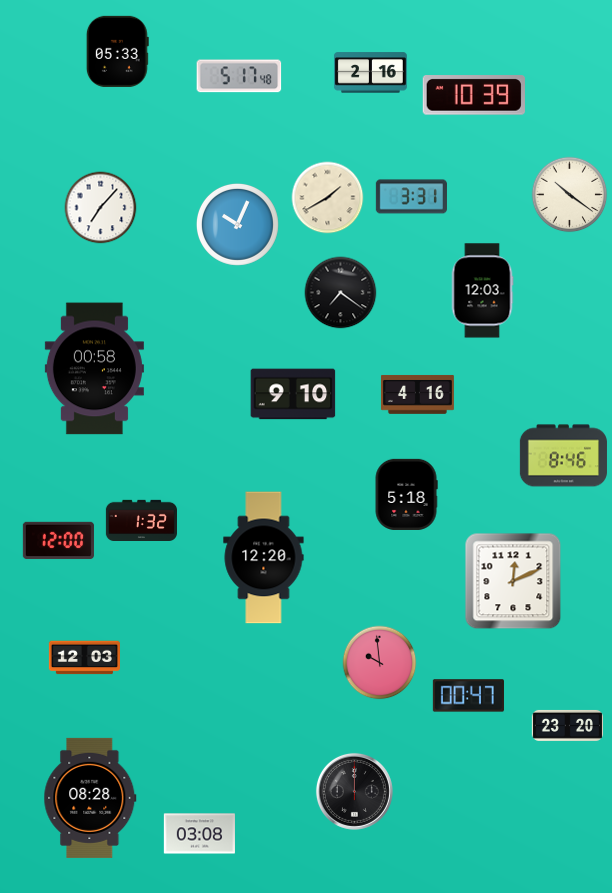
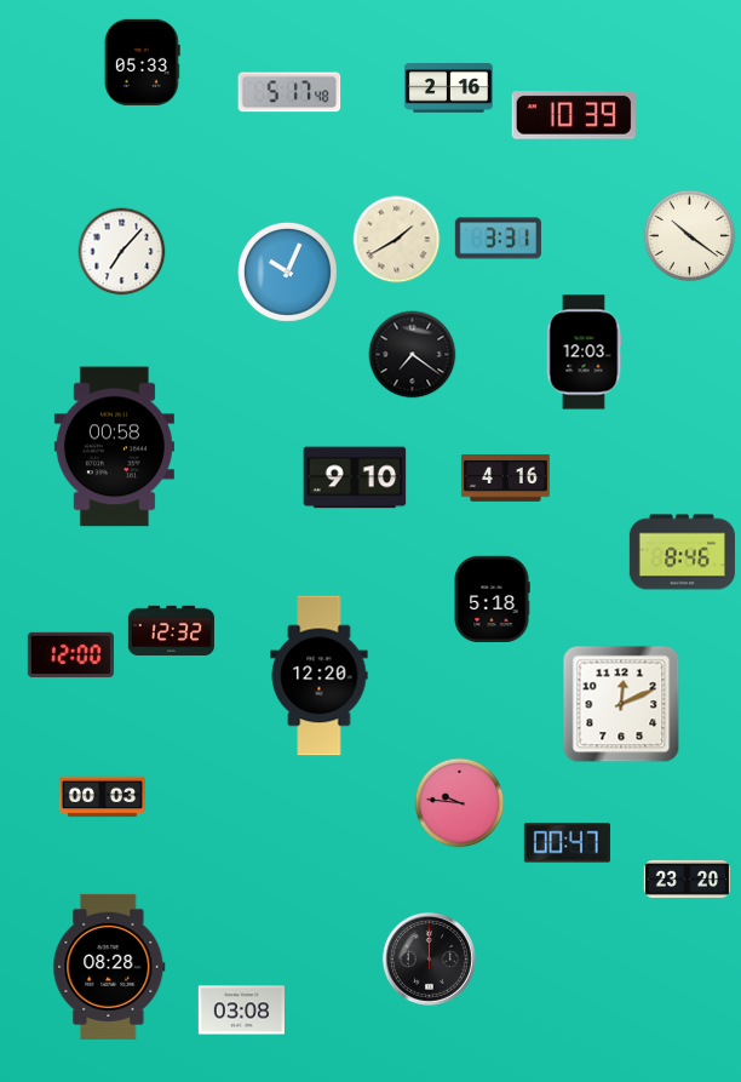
clock at (141, 521): 1:32 -> 12:32
clock at (84, 658): 12:03 -> 00:03
clock at (380, 663): 9:59 -> 9:46
